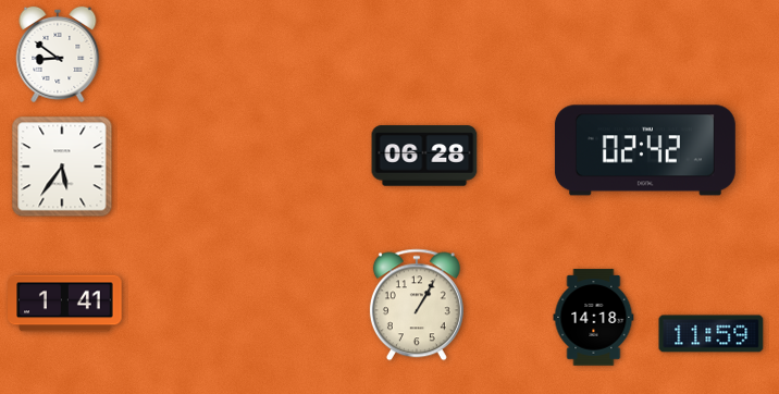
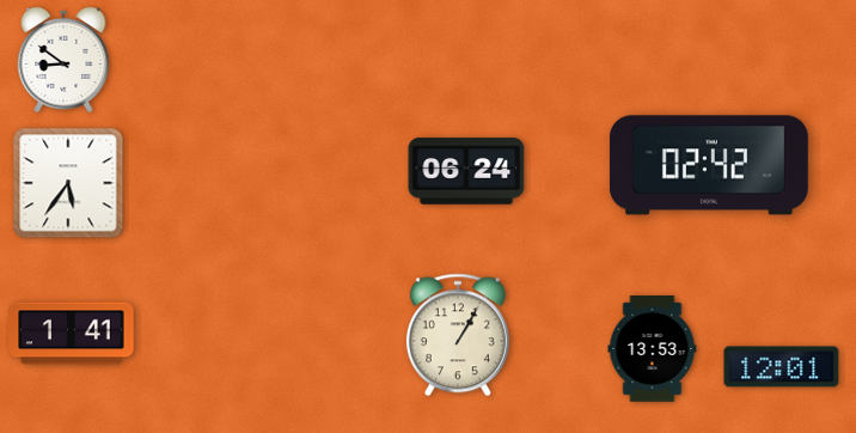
clock at (424, 156): 06:28 -> 06:24
clock at (594, 318): 14:18 -> 13:53
clock at (712, 334): 11:59 -> 12:01
